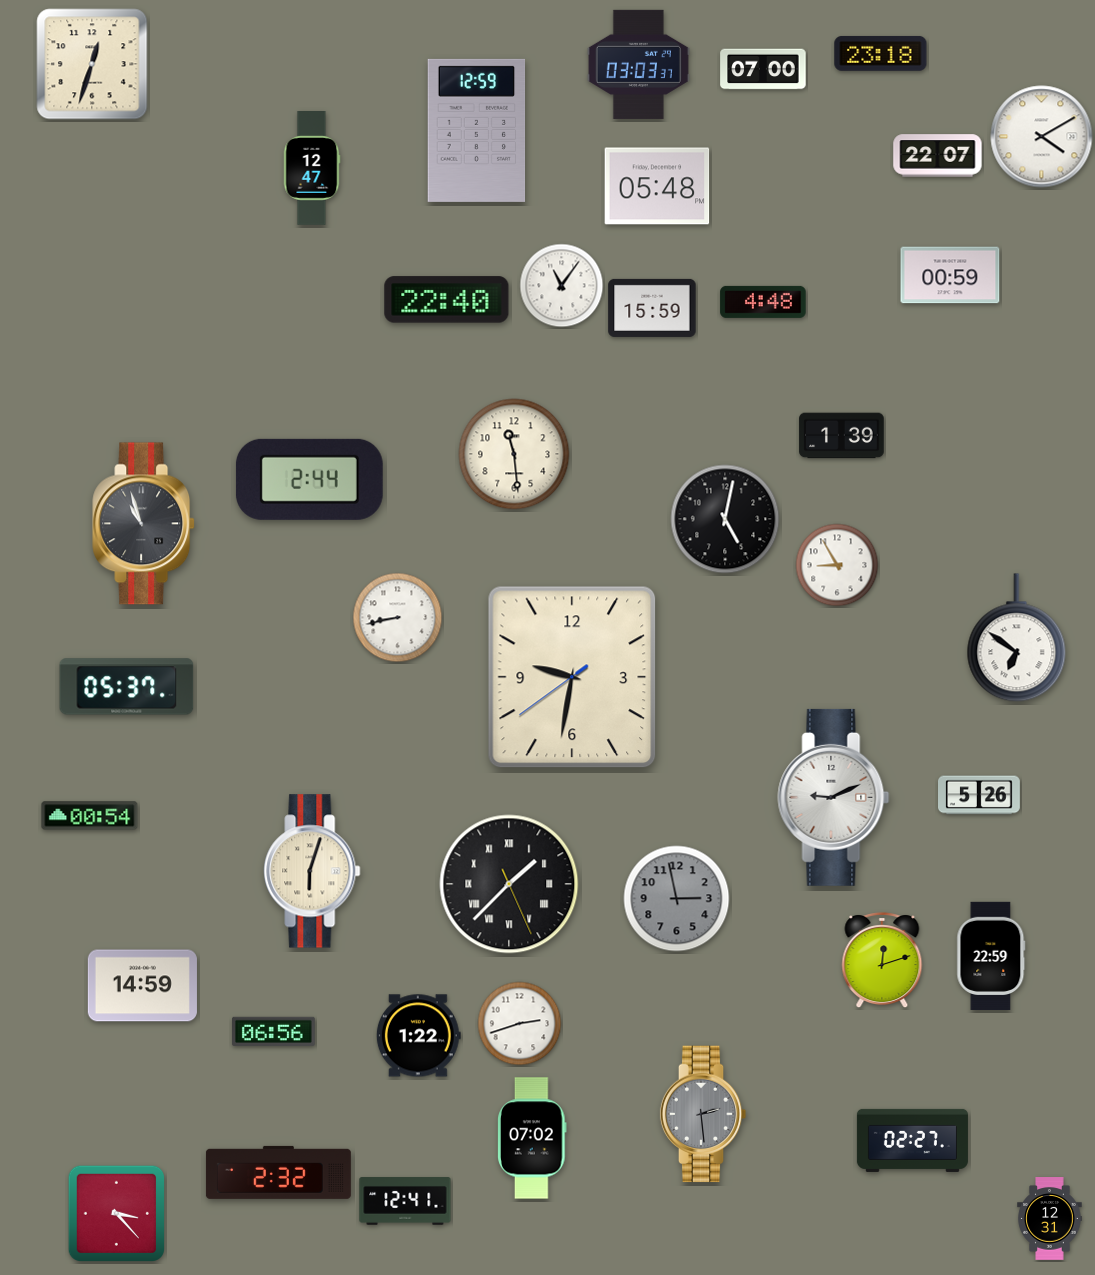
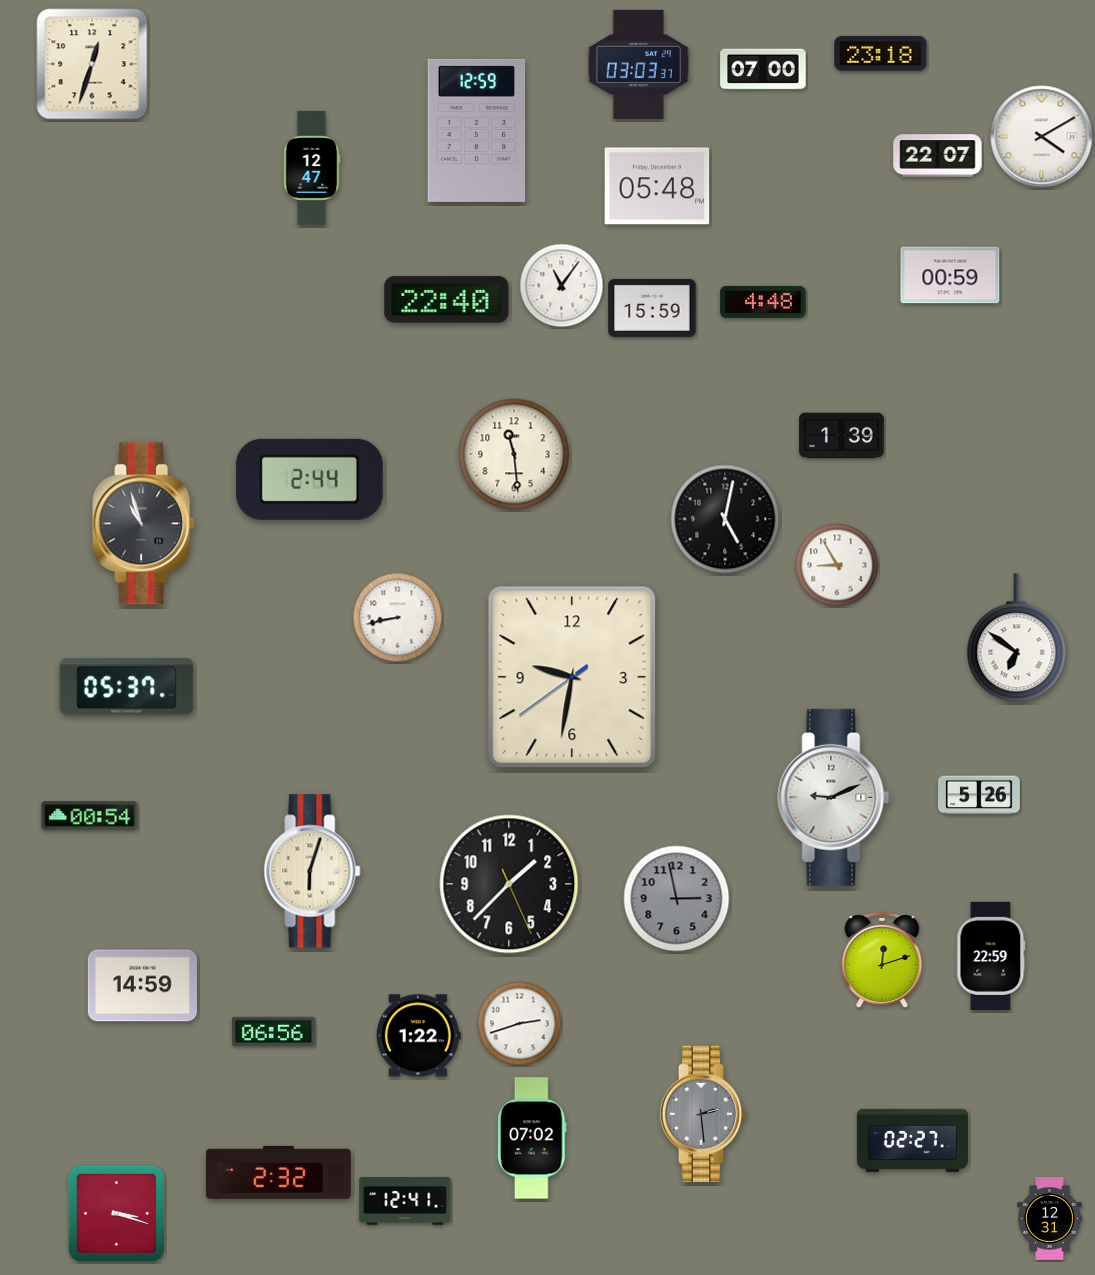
clock at (509, 884) numerals: Roman -> Arabic
clock at (116, 1213): 3:23 -> 3:18
